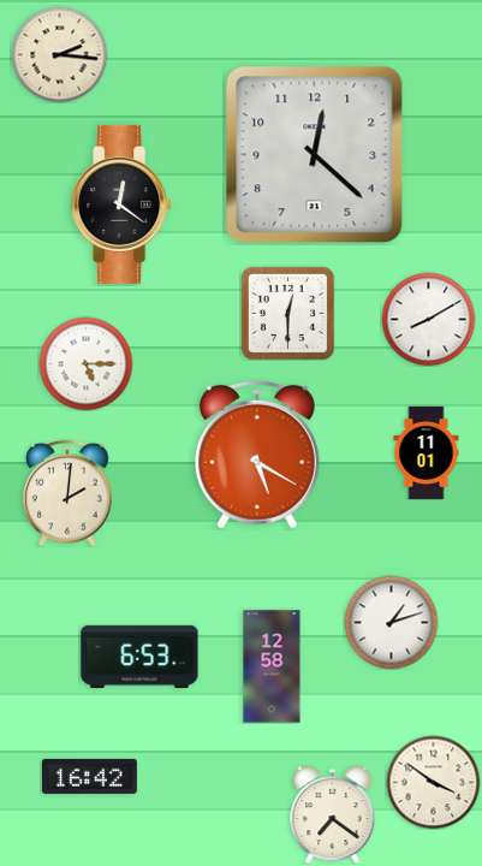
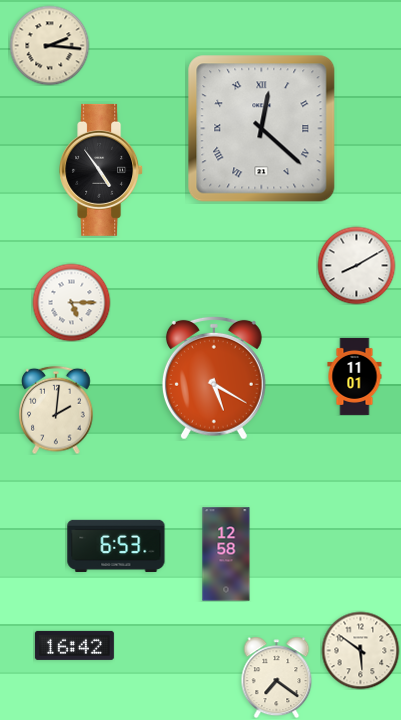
clock at (315, 155) numerals: Arabic -> Roman
clock at (123, 204): 12:21 -> 4:54
clock at (287, 313): 12:30 -> none
clock at (391, 622): 1:12 -> none
clock at (433, 782): 3:51 -> 5:51
